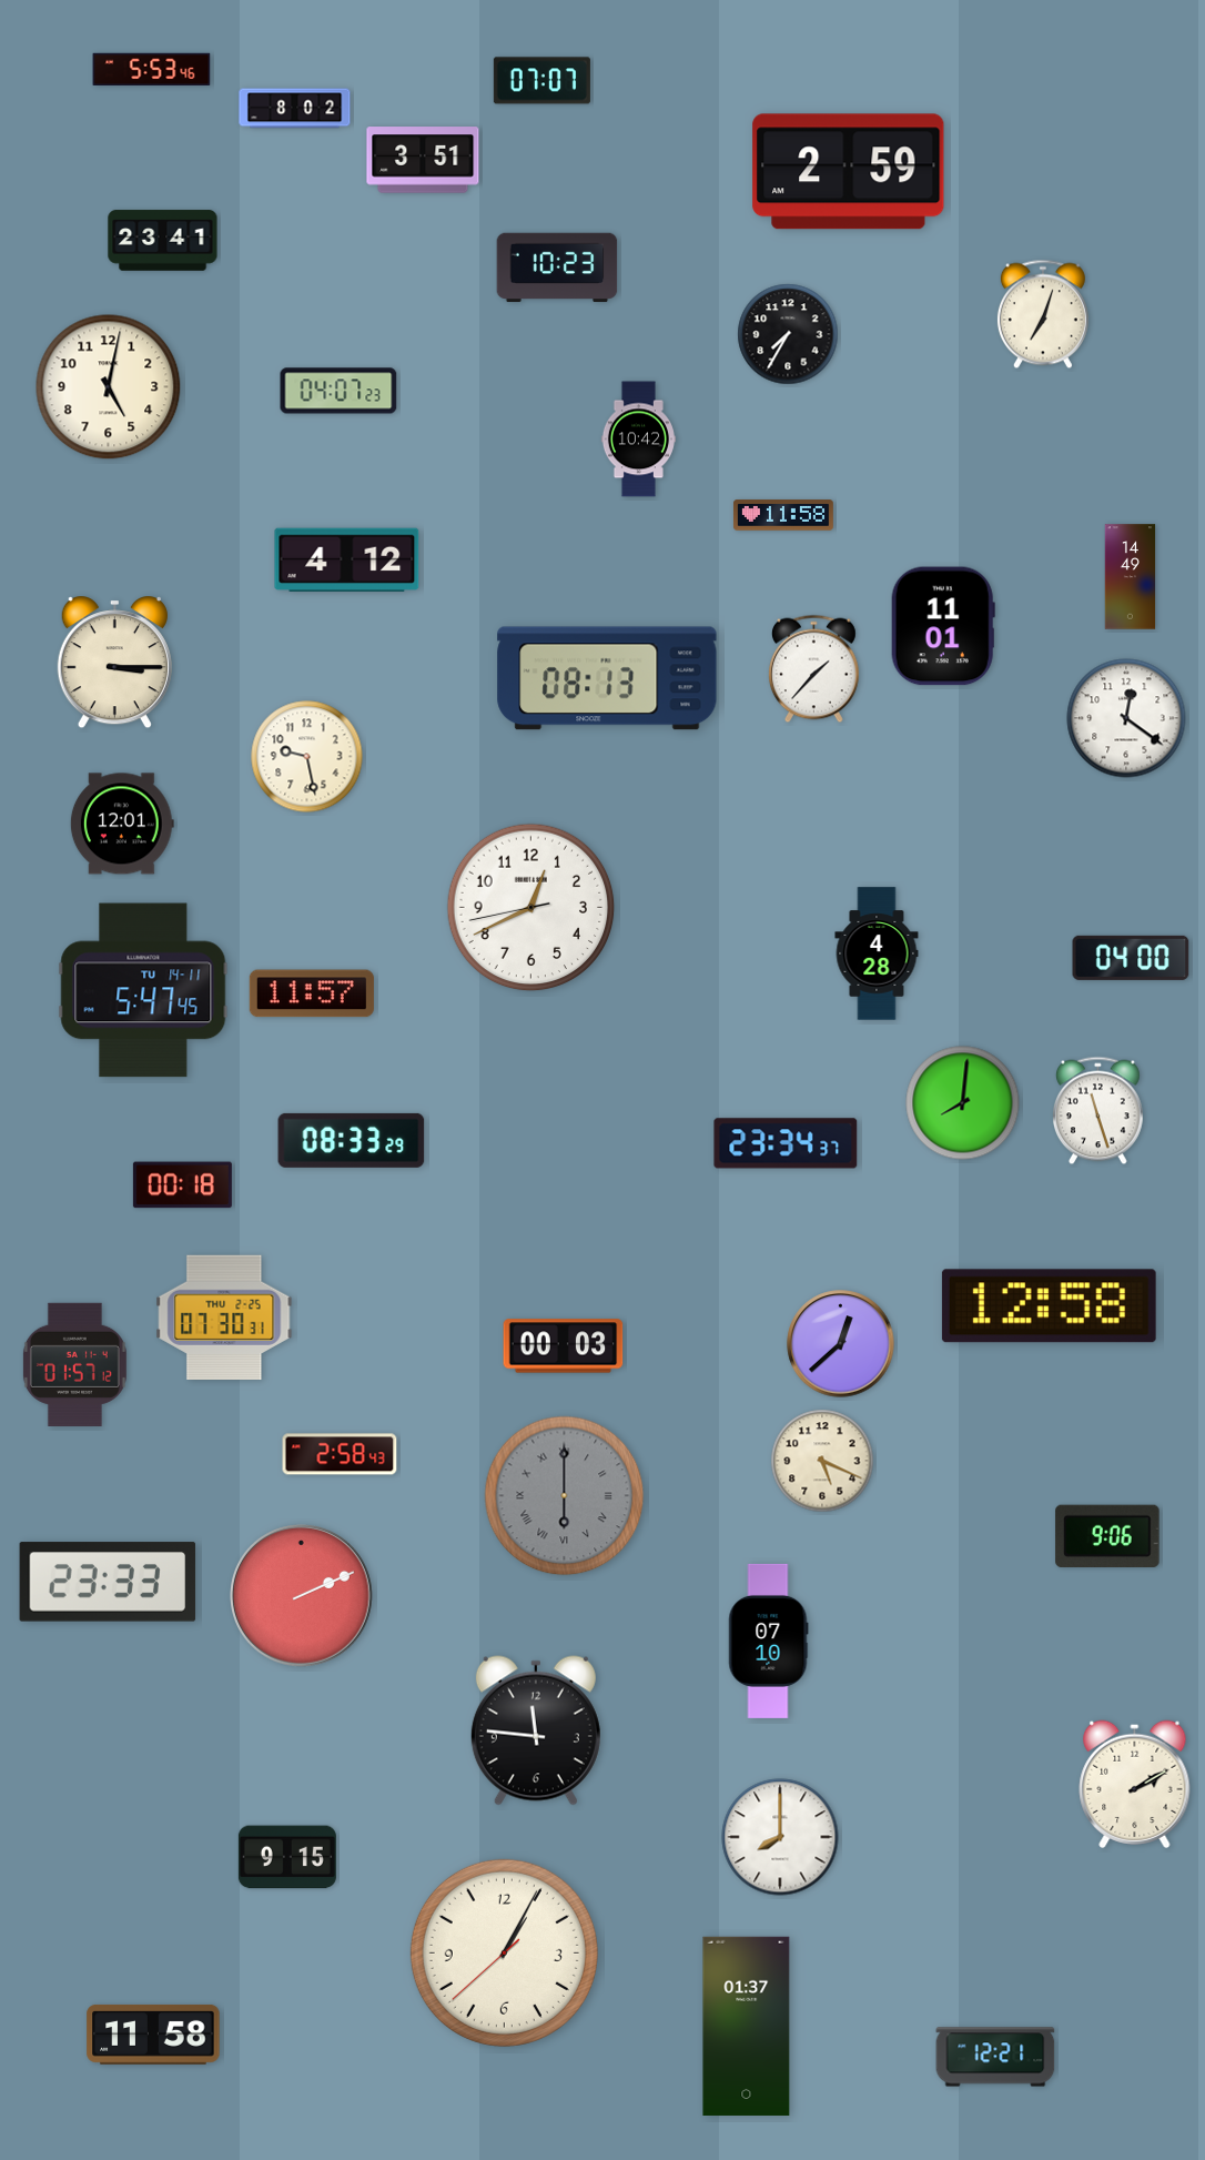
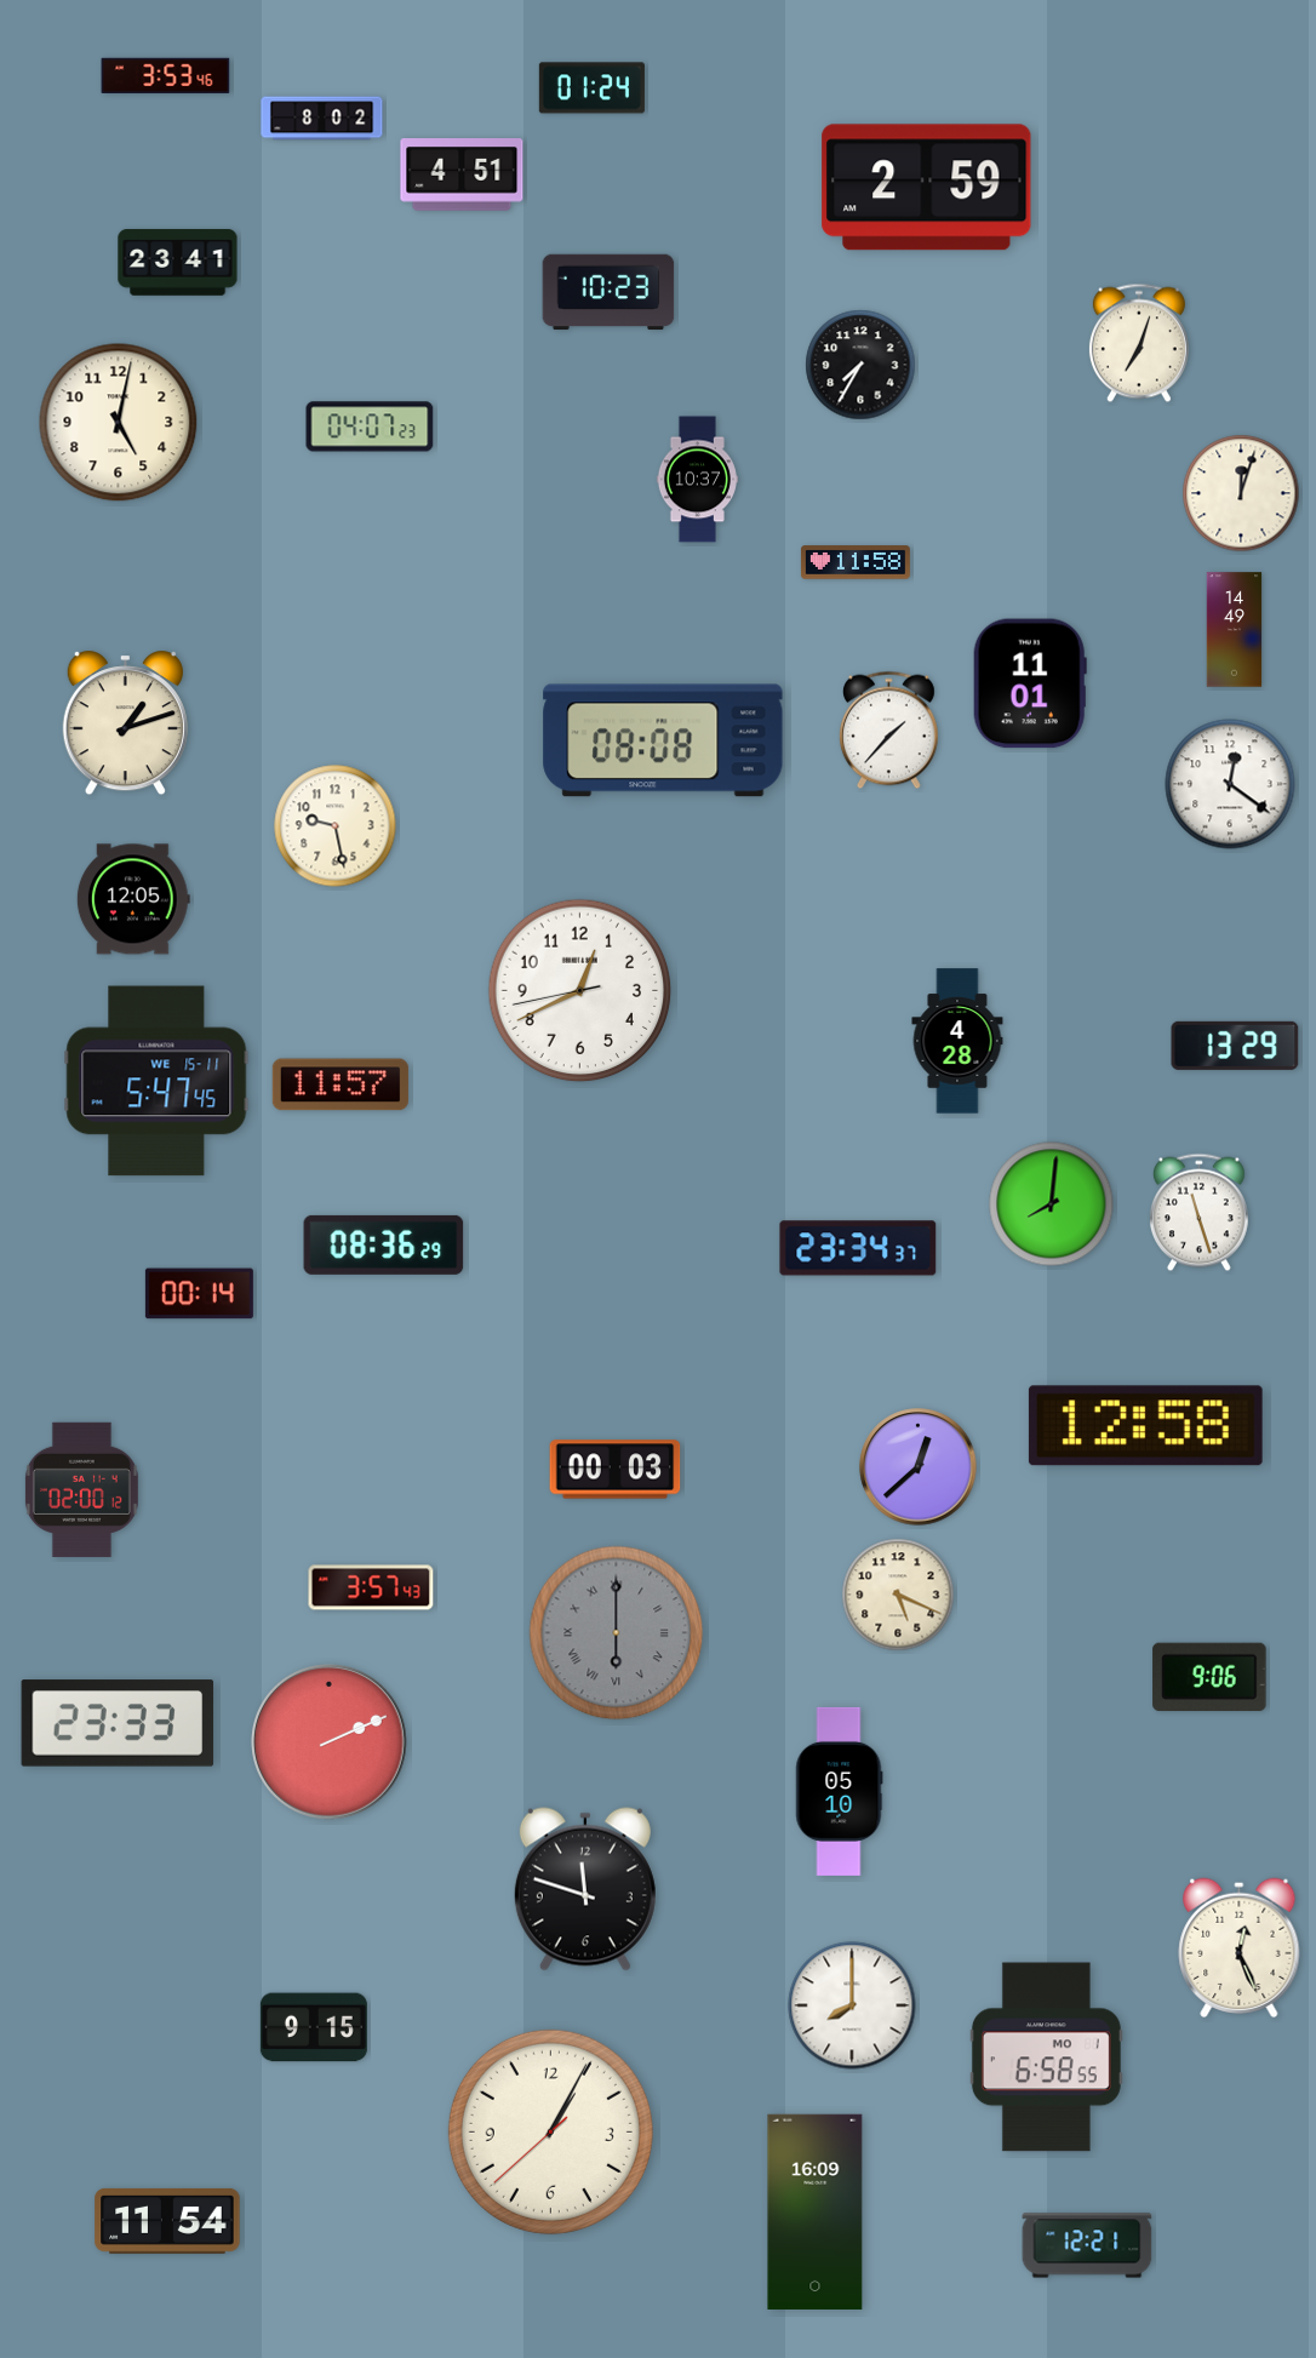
clock at (152, 70): 5:53 -> 3:53
clock at (541, 81): 07:07 -> 01:24
clock at (423, 160): 3:51 -> 4:51
clock at (638, 440): 10:42 -> 10:37
clock at (1241, 493): none -> 12:03
clock at (347, 559): 4:12 -> none
clock at (114, 663): 3:15 -> 1:12
clock at (607, 678): 08:13 -> 08:08
clock at (122, 824): 12:01 -> 12:05
clock at (1131, 958): 04:00 -> 13:29
clock at (143, 990) date: TU 14-11 -> WE 15-11
clock at (352, 1140): 08:33 -> 08:36
clock at (182, 1185): 00:18 -> 00:14
clock at (224, 1316): 07:30 -> none
clock at (74, 1364): 01:57 -> 02:00
clock at (340, 1454): 2:58 -> 3:57
clock at (108, 1582) position: (108, 1582) -> (118, 1723)
clock at (769, 1641): 07:10 -> 05:10
clock at (536, 1730): 11:46 -> 11:48
clock at (1135, 1784): 2:10 -> 12:26
clock at (1046, 2057): none -> 6:58
clock at (747, 2026): 01:37 -> 16:09
clock at (153, 2035): 11:58 -> 11:54
